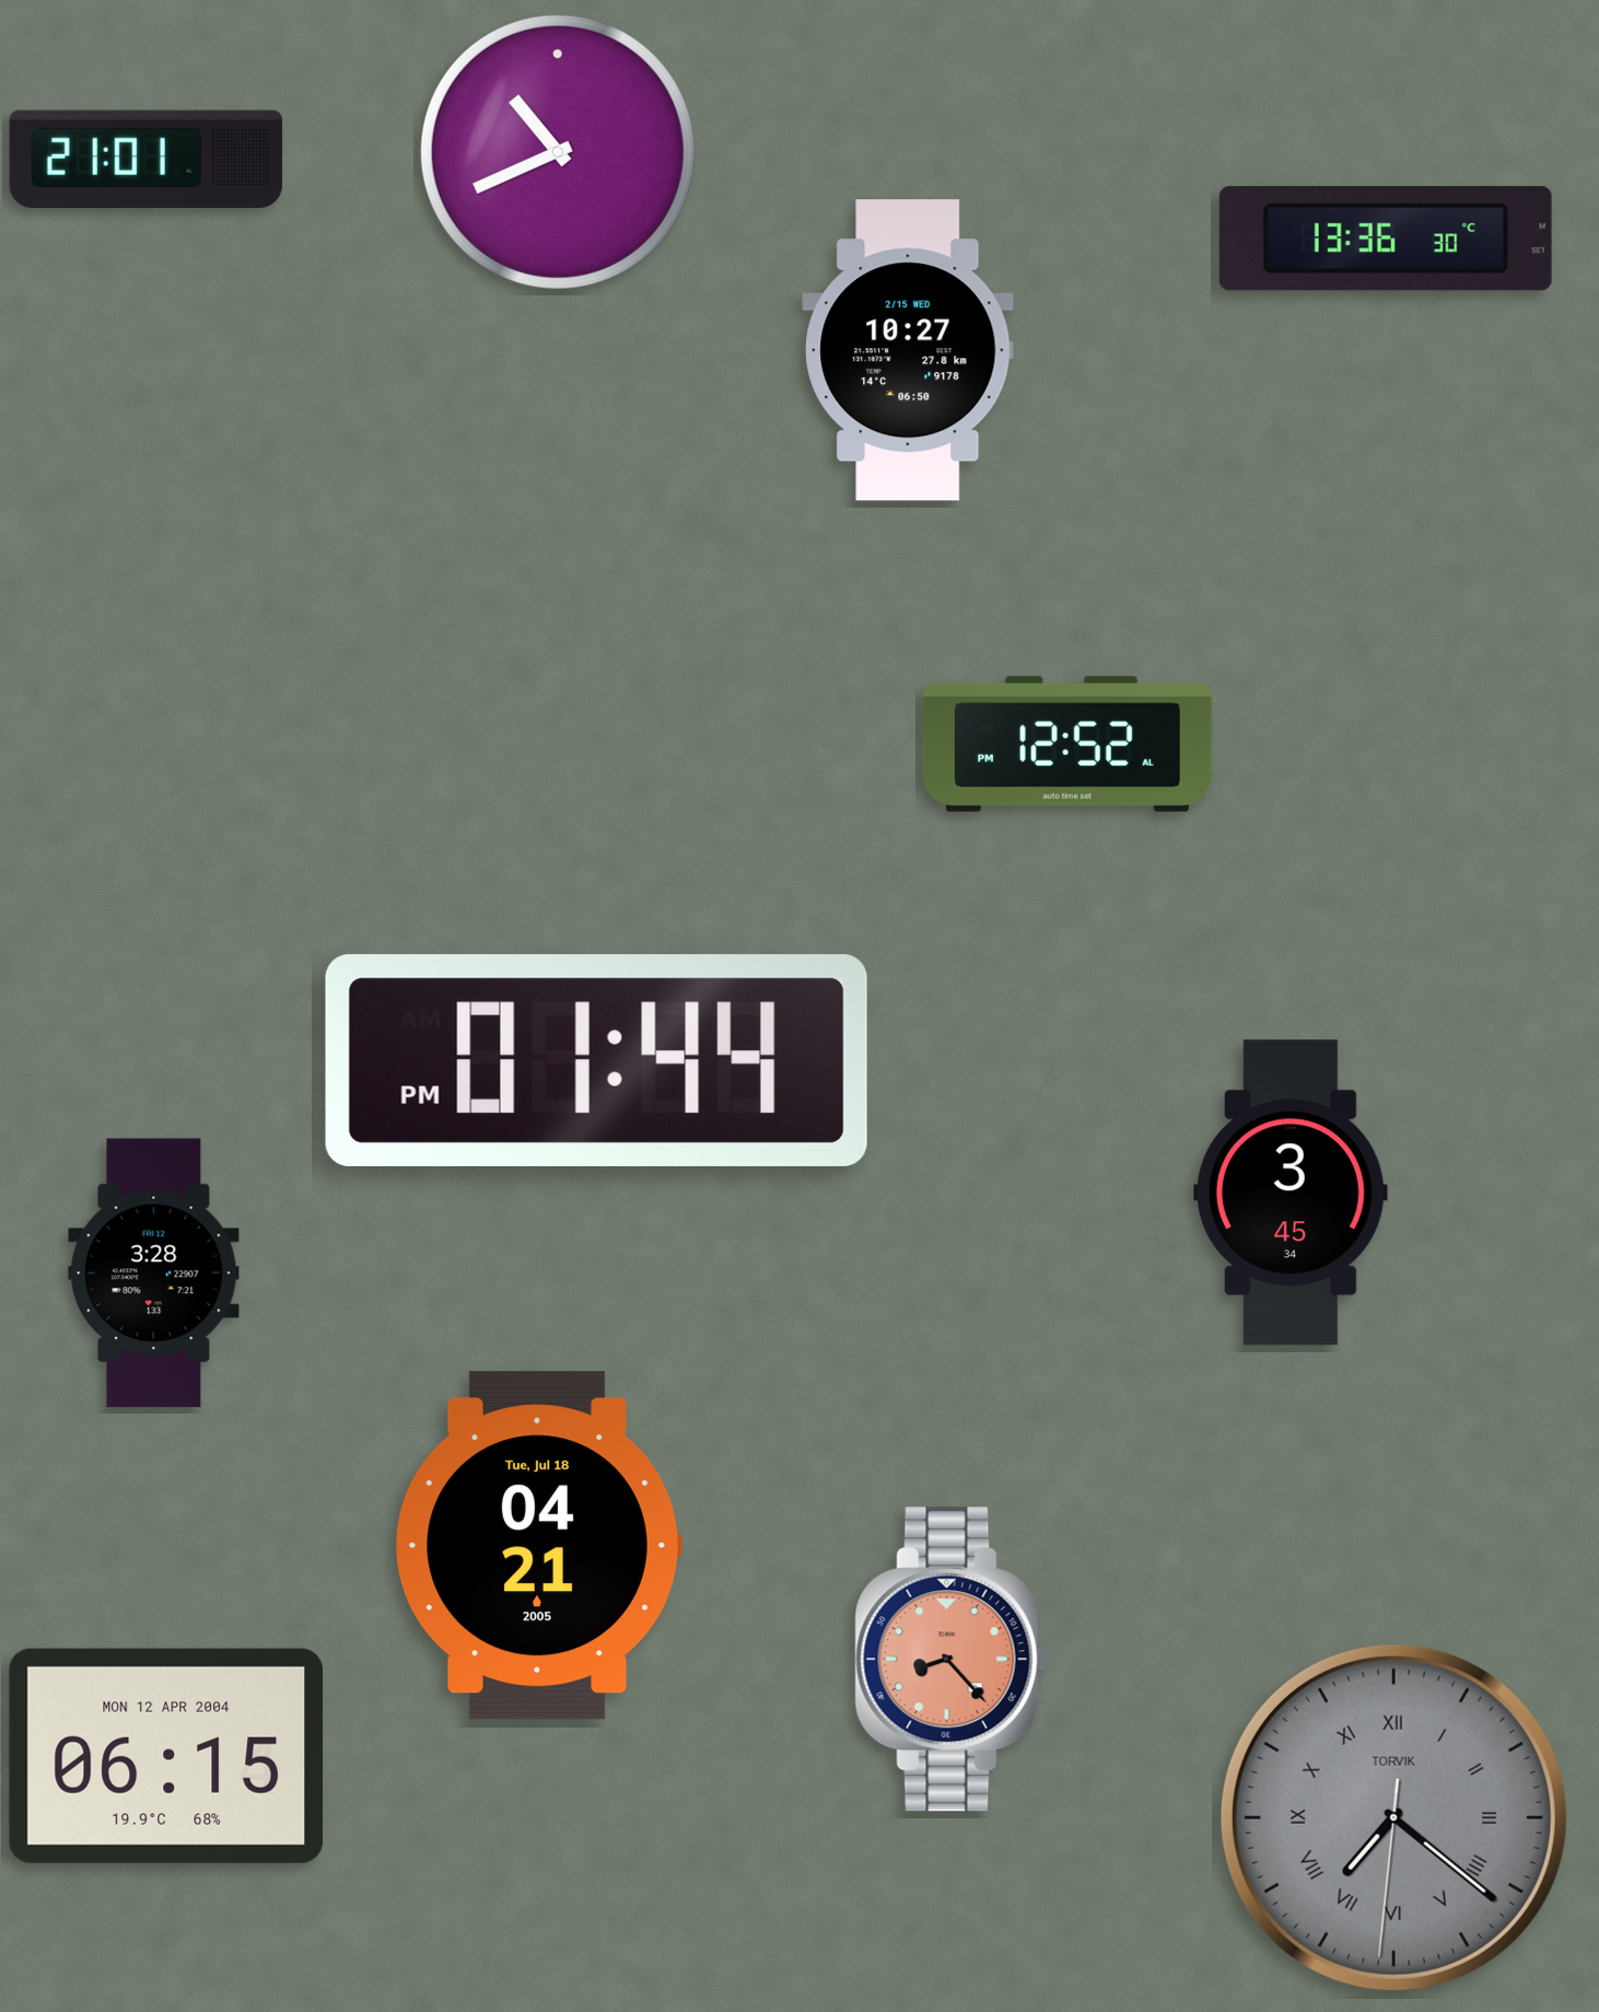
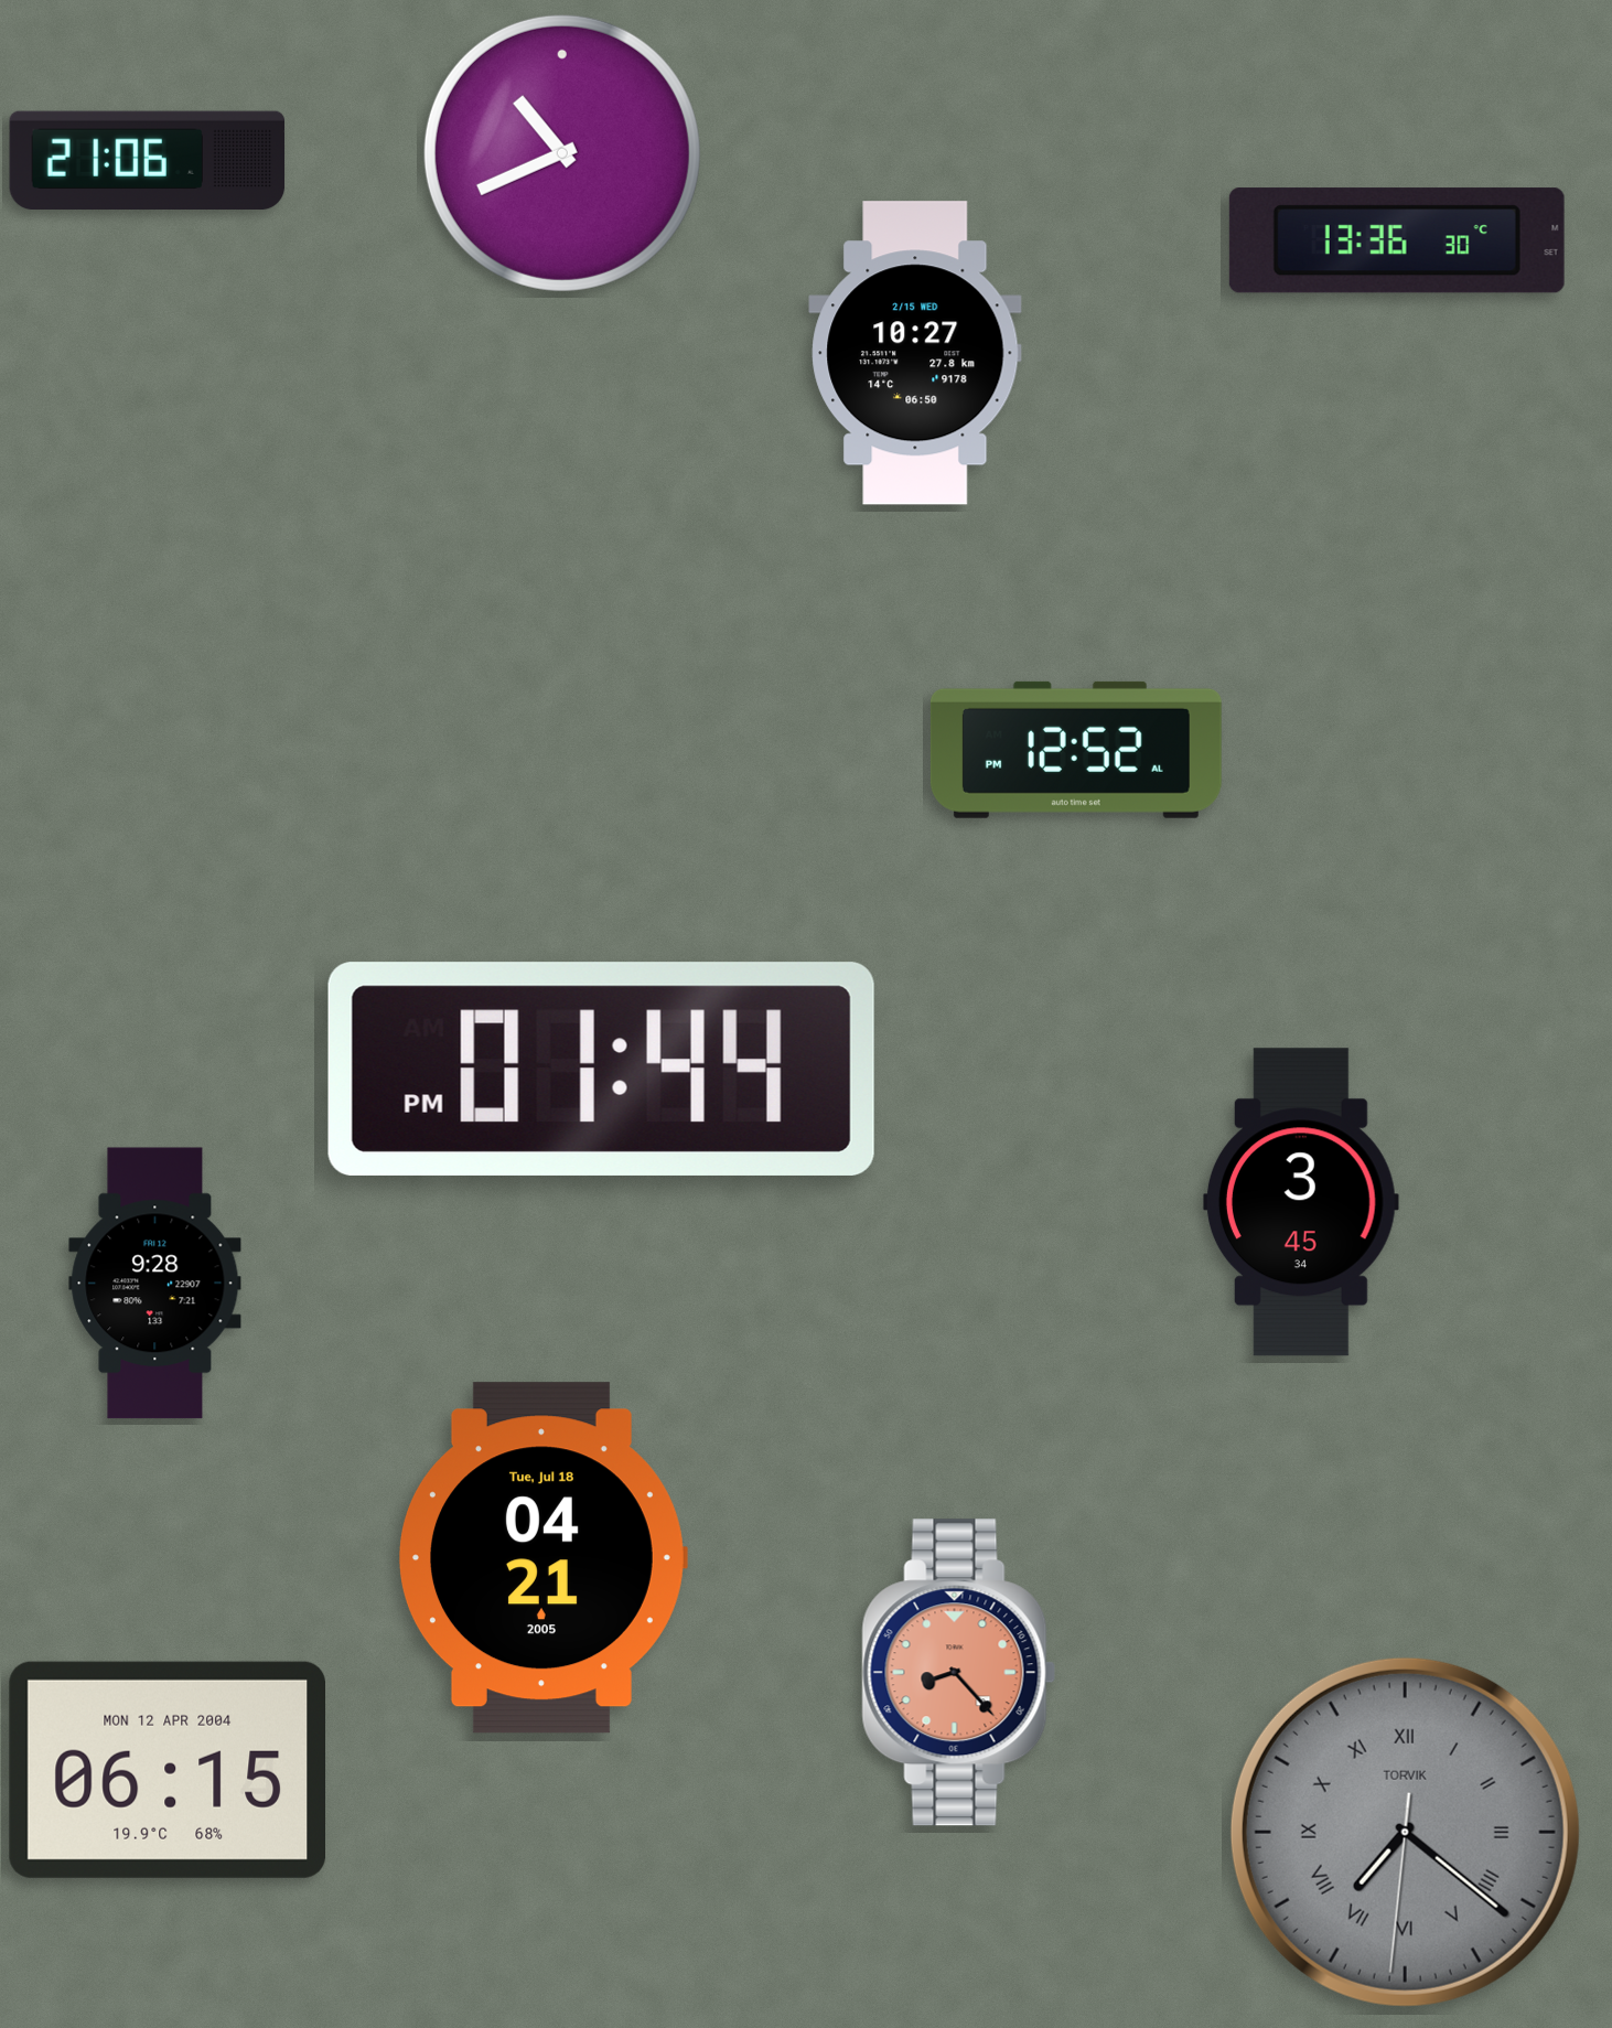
clock at (147, 159): 21:01 -> 21:06
clock at (154, 1274): 3:28 -> 9:28
